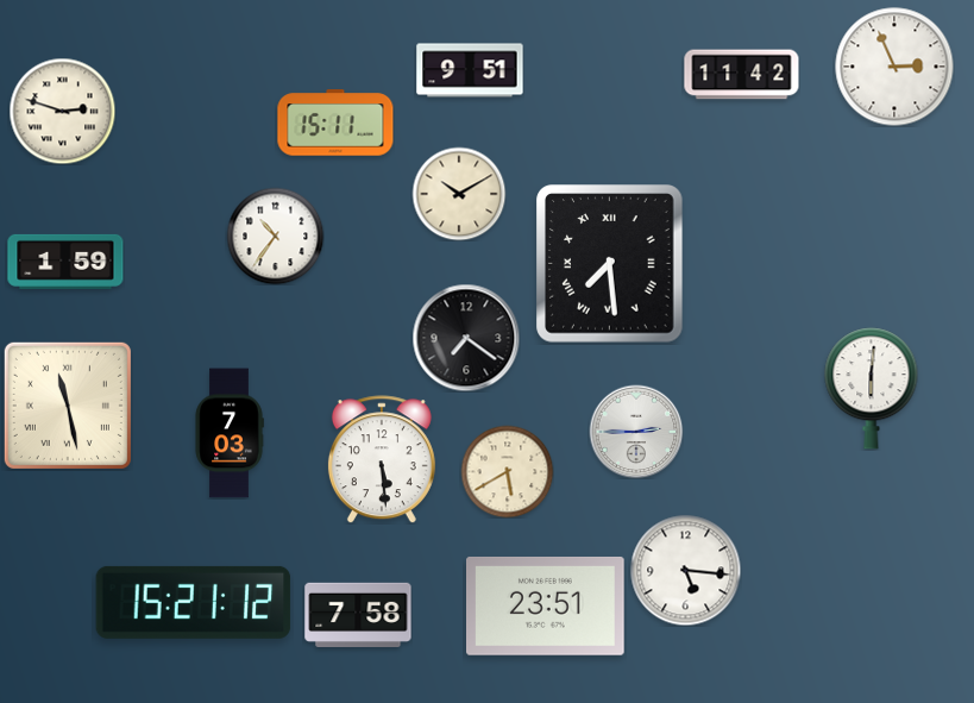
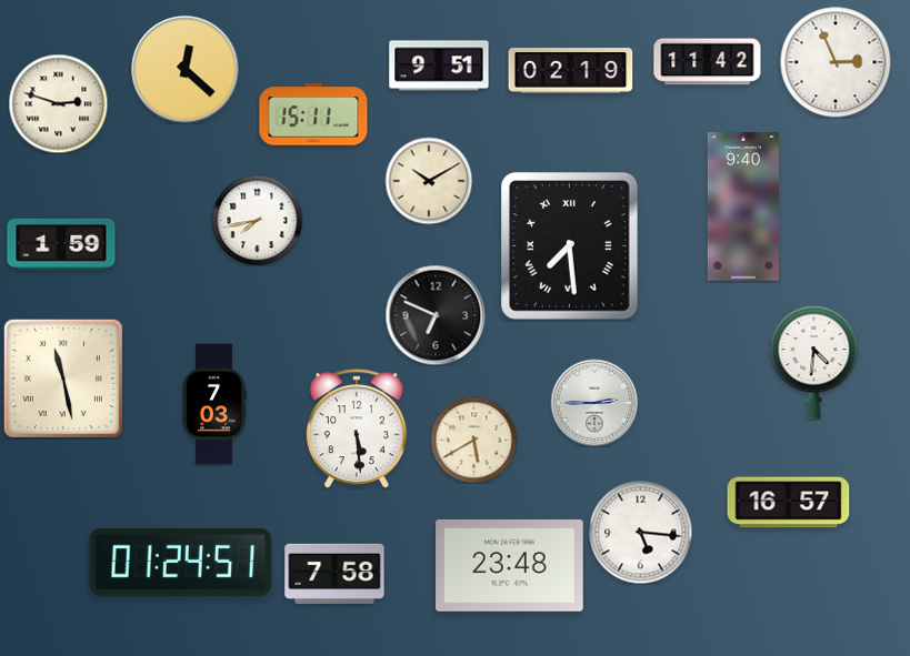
clock at (186, 70): none -> 12:22
clock at (742, 75) position: (742, 75) -> (708, 62)
clock at (571, 71): none -> 02:19
clock at (743, 206): none -> 9:40
clock at (275, 236): 10:36 -> 7:43
clock at (466, 338): 7:21 -> 6:49
clock at (872, 389): 6:01 -> 4:31
clock at (789, 503): none -> 16:57
clock at (194, 602): 15:21 -> 01:24
clock at (546, 605): 23:51 -> 23:48
